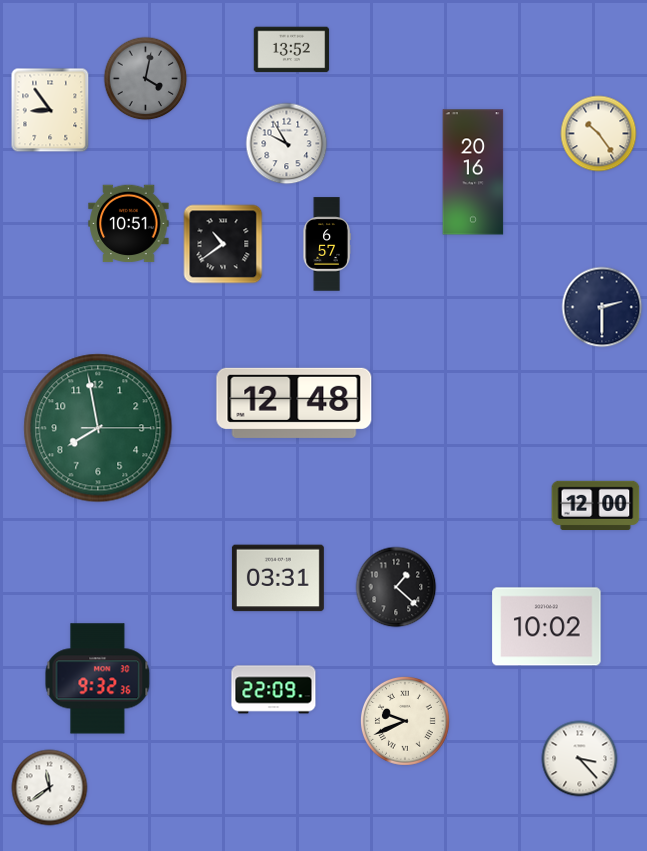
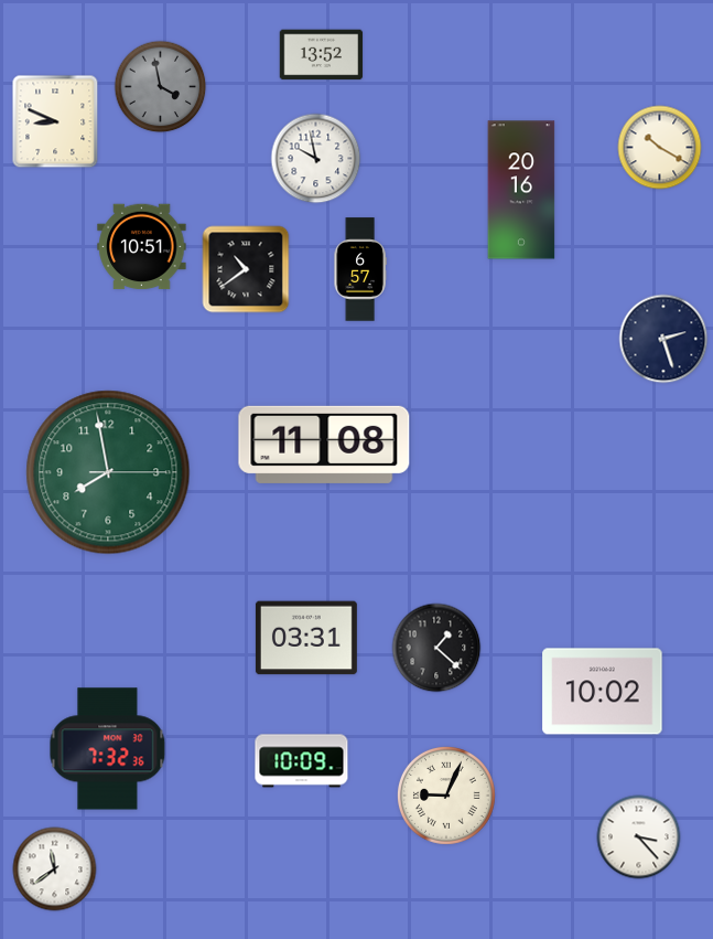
clock at (146, 79): 4:02 -> 3:58
clock at (50, 110): 8:54 -> 8:49
clock at (599, 134): 10:24 -> 10:20
clock at (287, 144): 9:55 -> 9:58
clock at (602, 307): 2:30 -> 2:27
clock at (294, 403): 12:48 -> 11:08
clock at (596, 505): 12:00 -> none
clock at (98, 679): 9:32 -> 7:32
clock at (274, 690): 22:09 -> 10:09
clock at (405, 721): 9:41 -> 9:04
